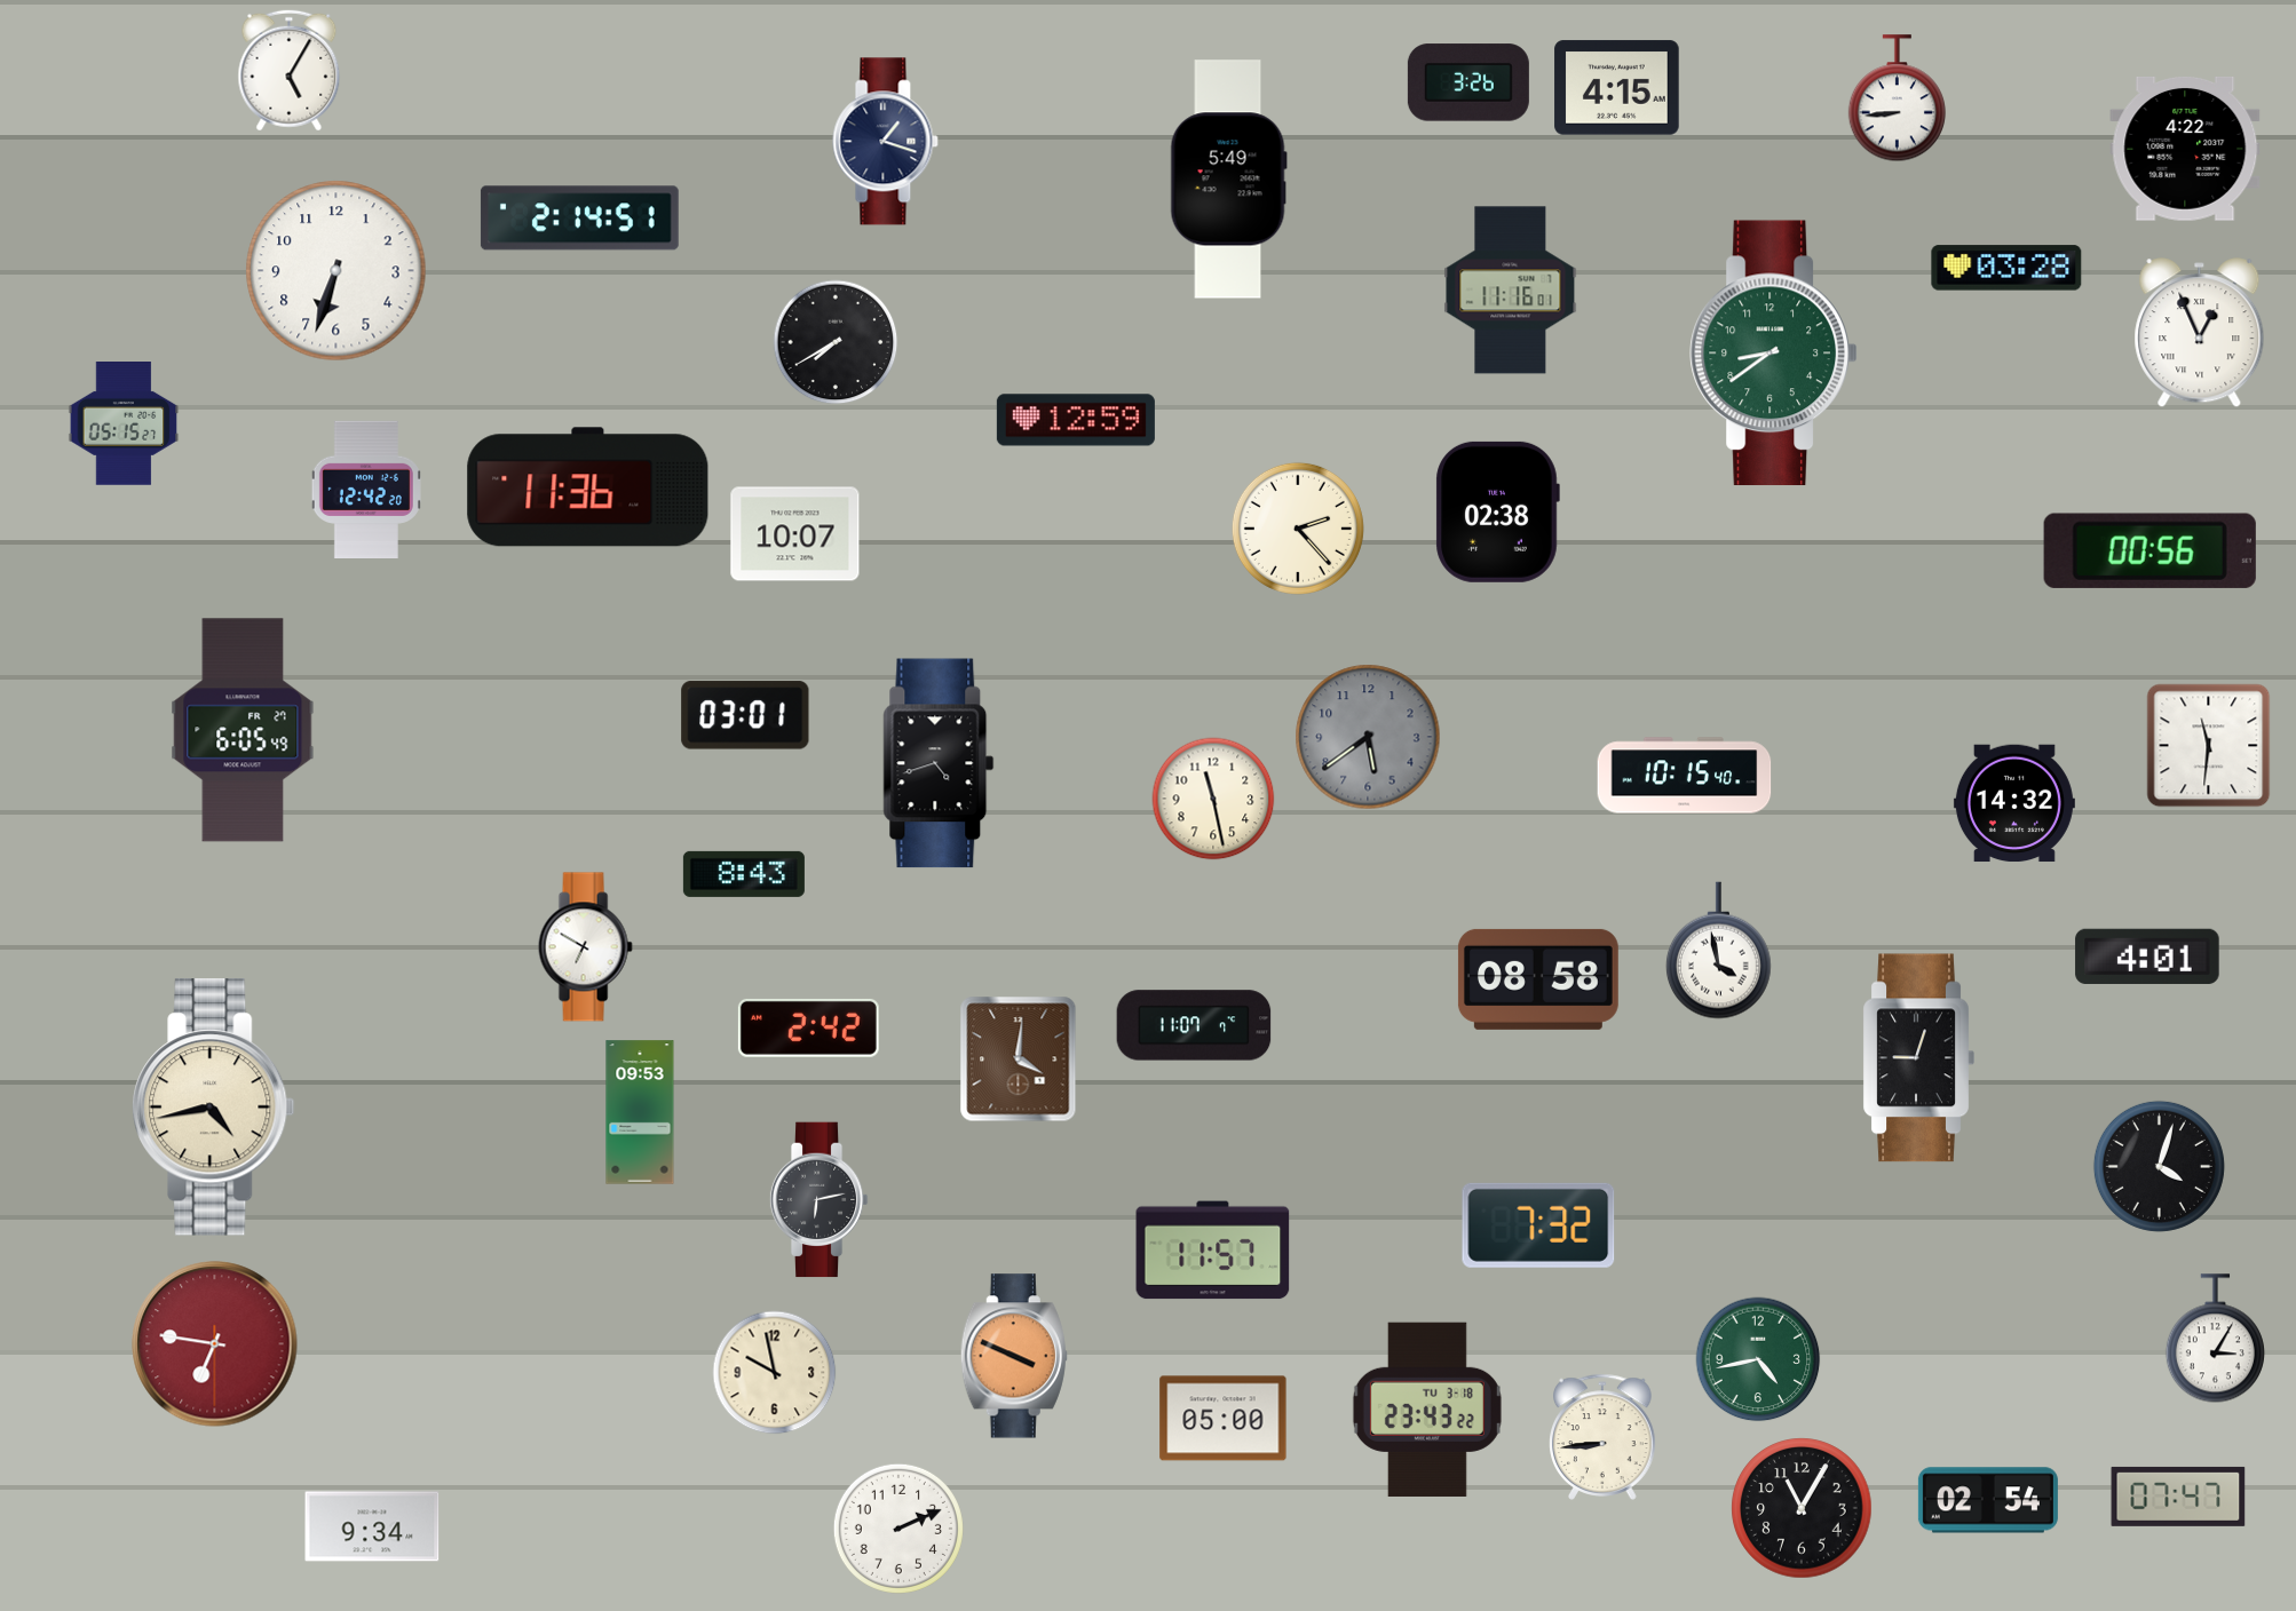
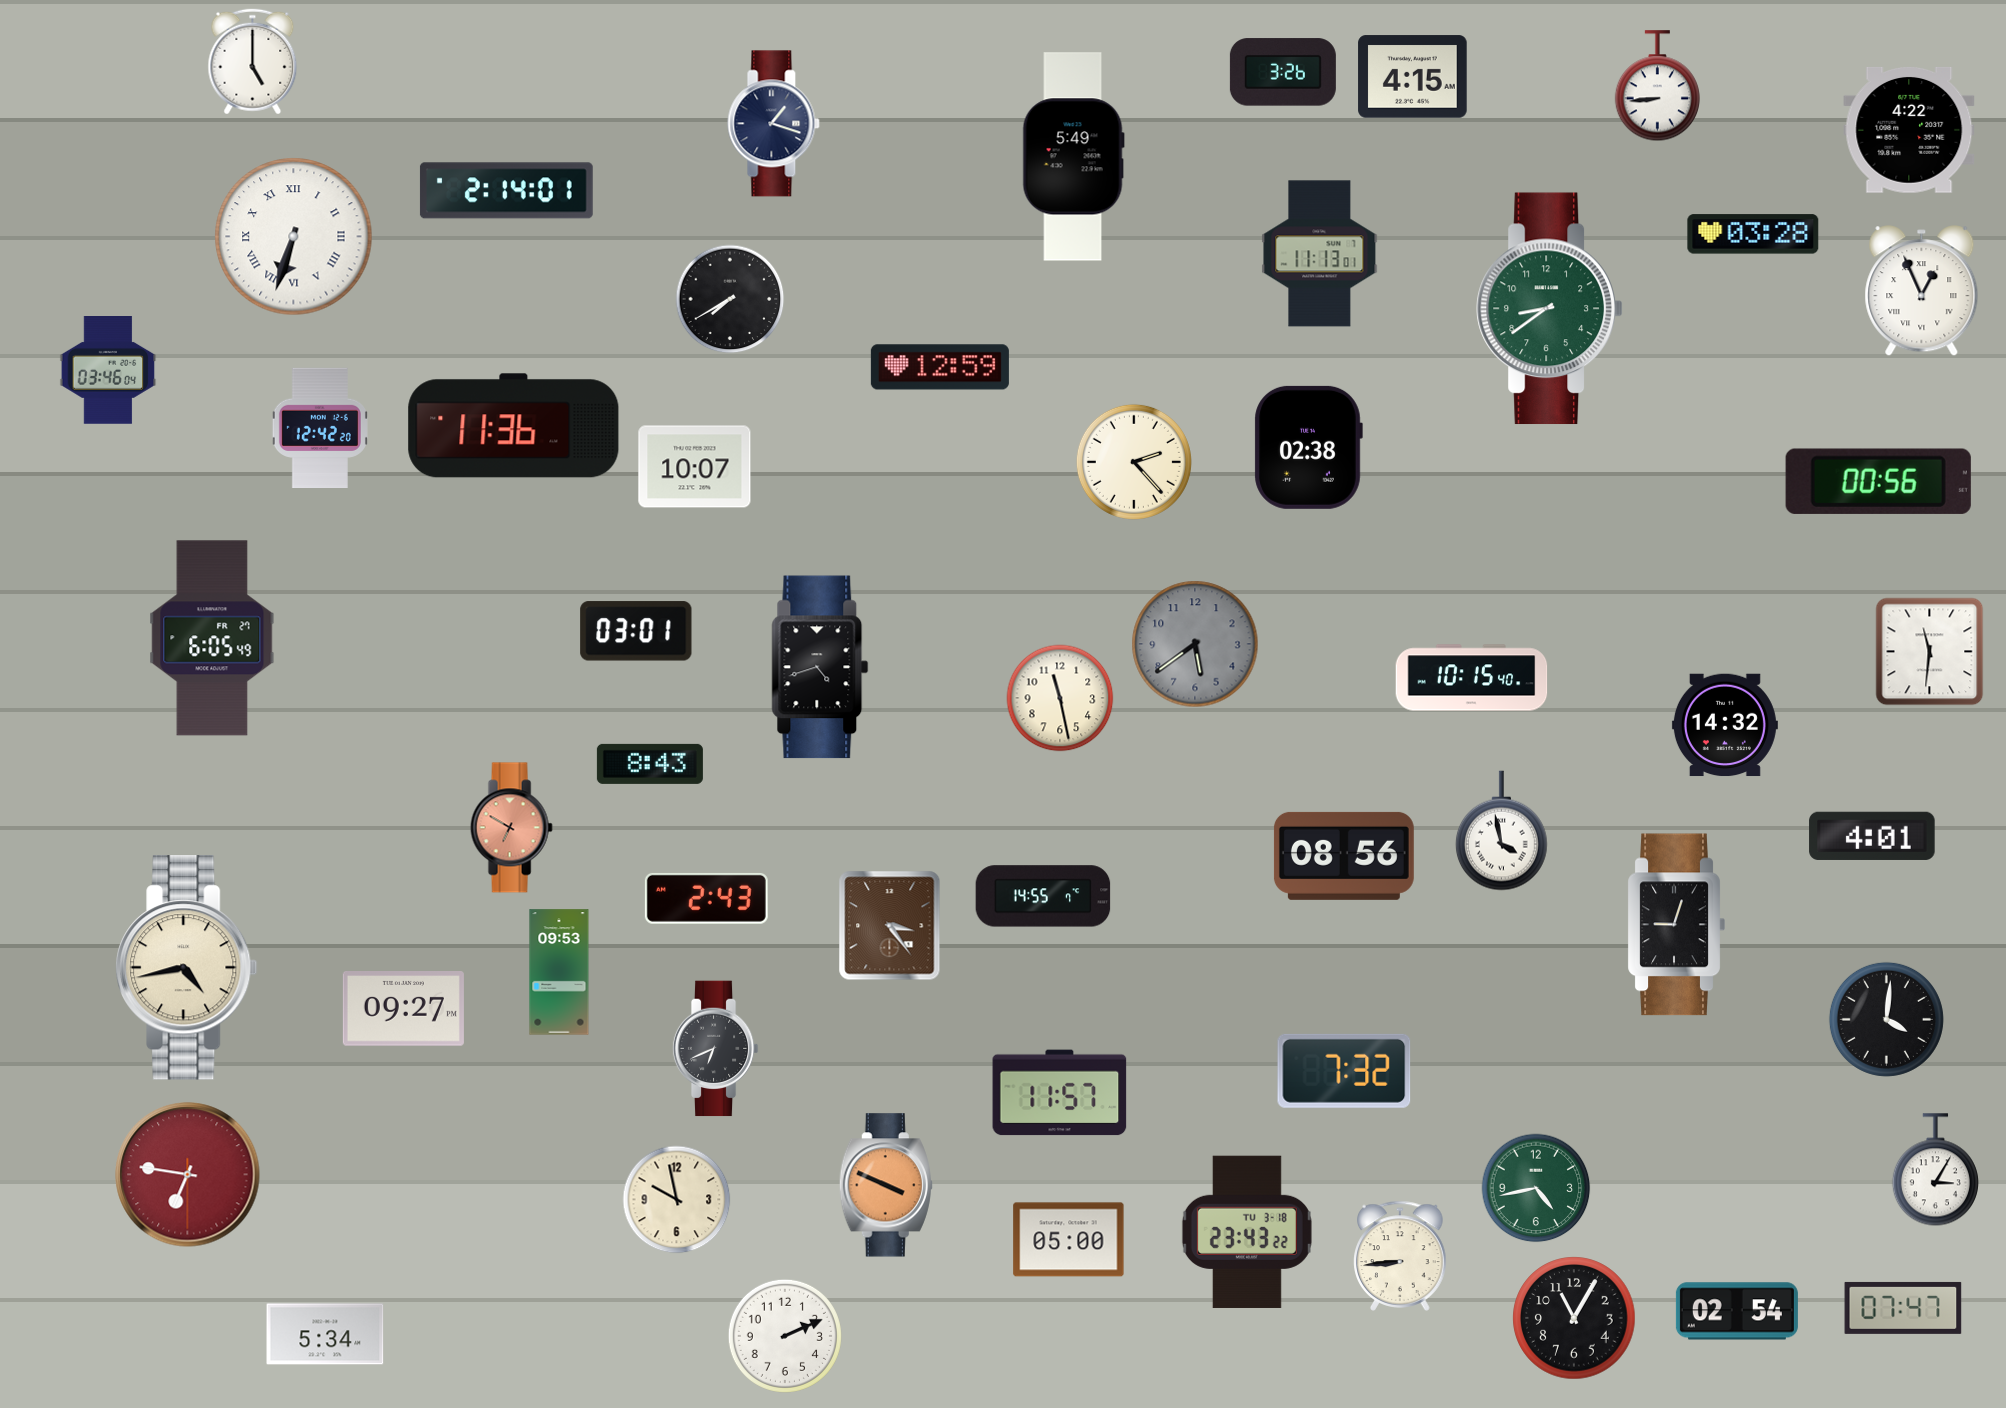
clock at (290, 71): 5:05 -> 5:00
clock at (579, 219): 2:14:51 -> 2:14:01
clock at (337, 271) numerals: Arabic -> Roman
clock at (1511, 291): 11:16 -> 11:13
clock at (124, 424): 05:15 -> 03:46
clock at (745, 715) position: (745, 715) -> (636, 631)
clock at (2014, 803) position: (2014, 803) -> (1725, 725)
clock at (585, 947) dial: white -> salmon
clock at (2147, 955) position: (2147, 955) -> (1872, 835)
clock at (1538, 979): 08:58 -> 08:56
clock at (1194, 1025): 11:07 -> 14:55
clock at (808, 1027): 2:42 -> 2:43
clock at (1019, 1060): 4:01 -> 3:24
clock at (403, 1009): none -> 09:27
clock at (2159, 1166): 4:03 -> 4:01
clock at (818, 1200): 6:13 -> 6:41
clock at (372, 1526): 9:34 -> 5:34
